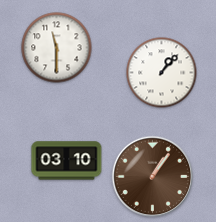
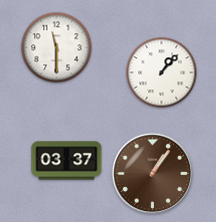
clock at (67, 161): 03:10 -> 03:37
clock at (153, 177) position: (153, 177) -> (153, 174)
